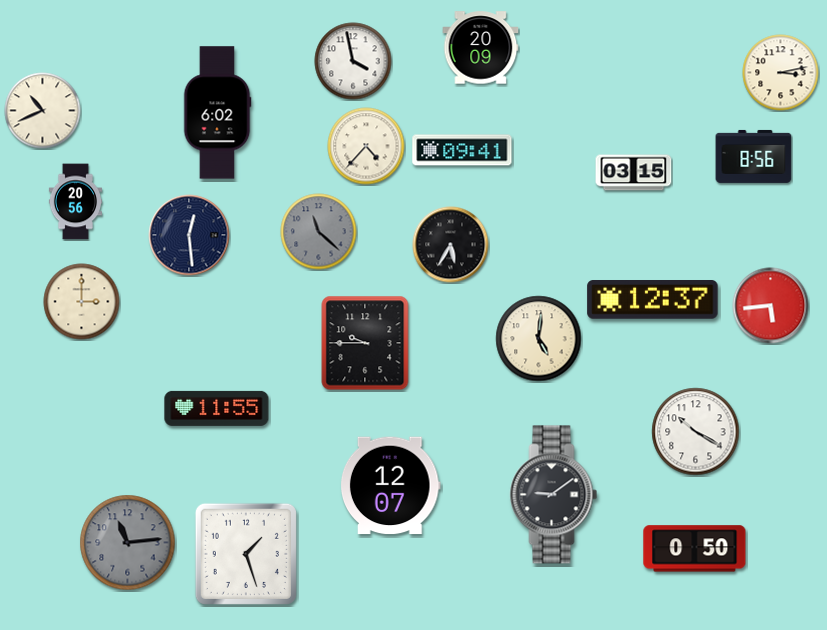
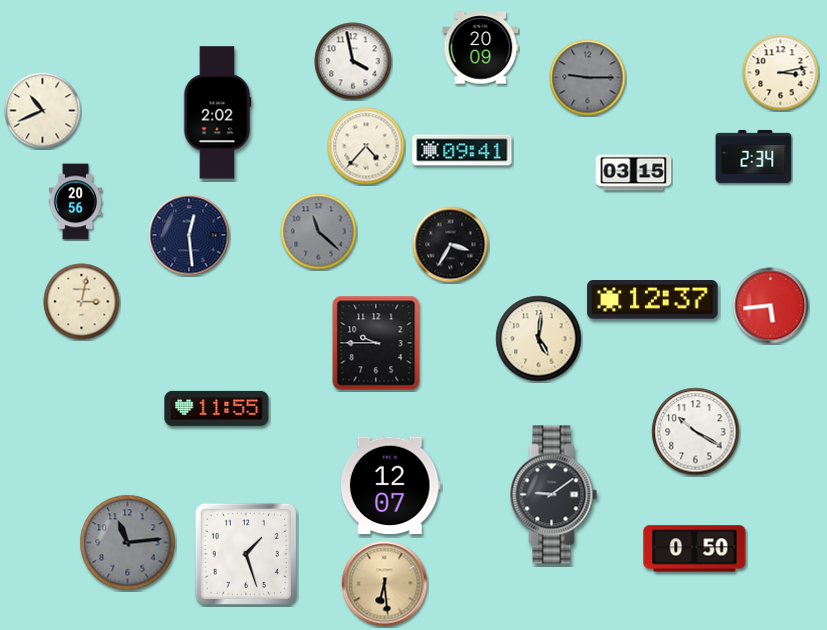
clock at (588, 78): none -> 9:15
clock at (217, 113): 6:02 -> 2:02
clock at (754, 156): 8:56 -> 2:34
clock at (451, 245): 5:35 -> 3:35
clock at (82, 302): 3:00 -> 3:02
clock at (365, 343) position: (365, 343) -> (376, 343)
clock at (385, 584): none -> 6:29
